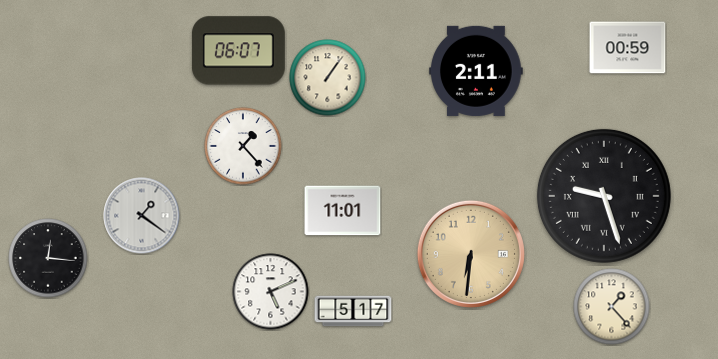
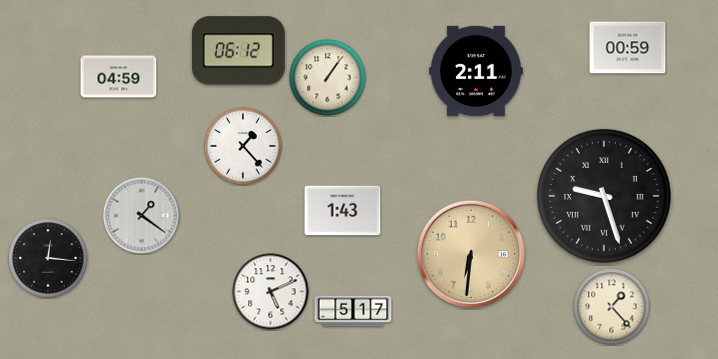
clock at (238, 51): 06:07 -> 06:12
clock at (119, 77): none -> 04:59
clock at (343, 211): 11:01 -> 1:43
